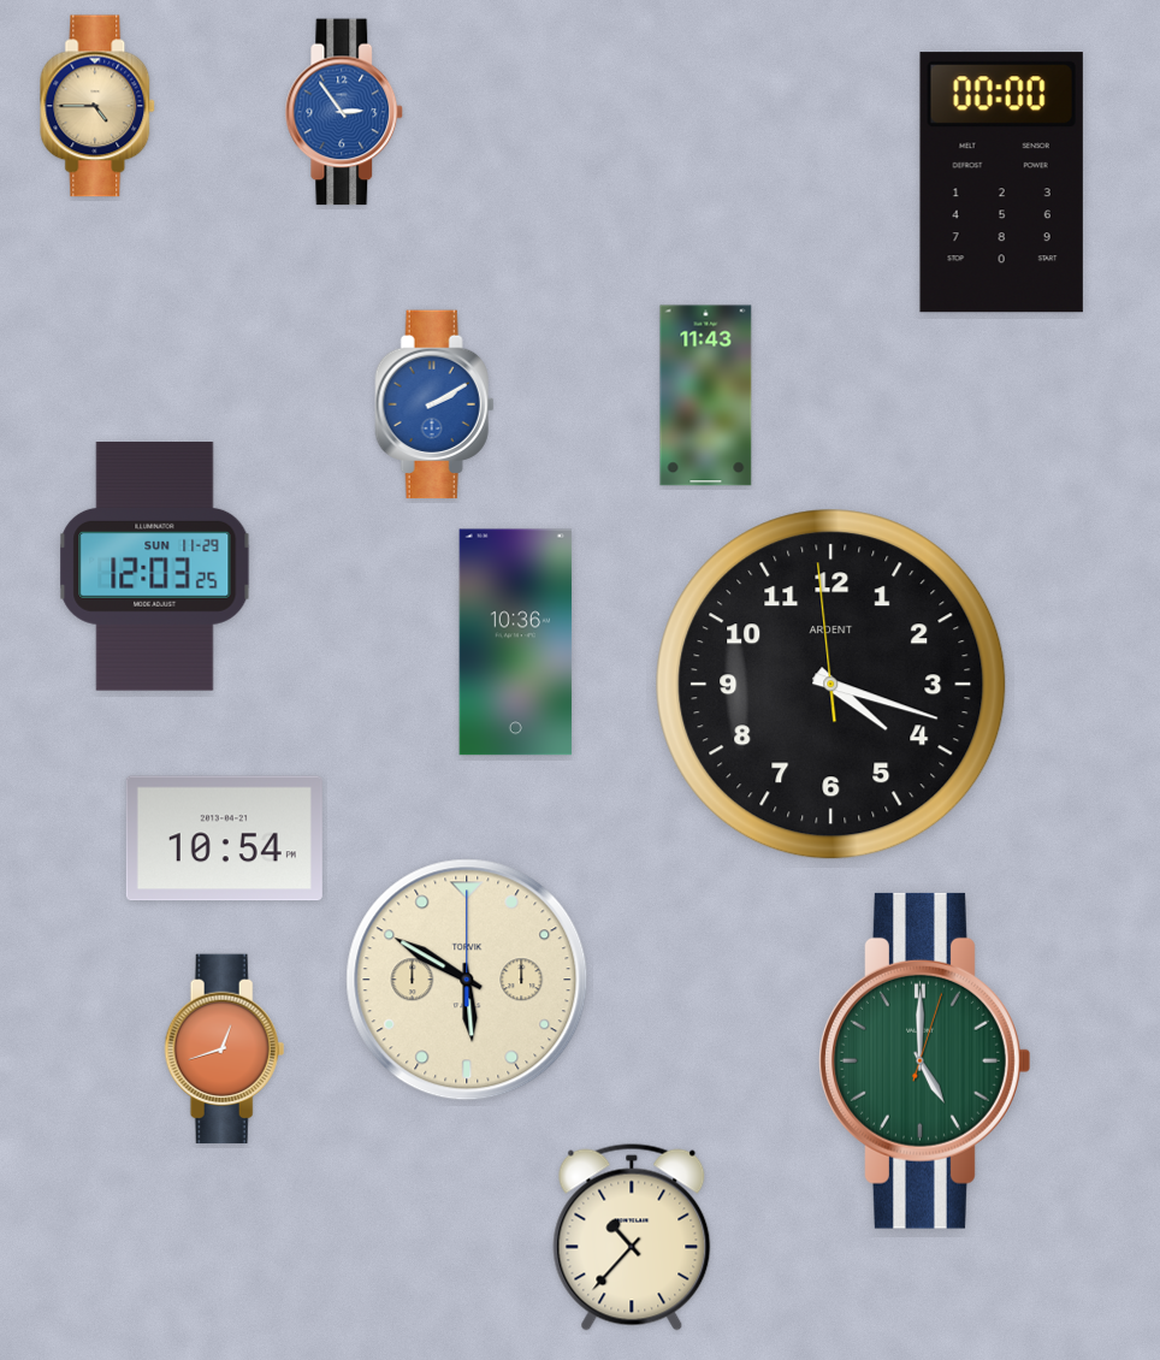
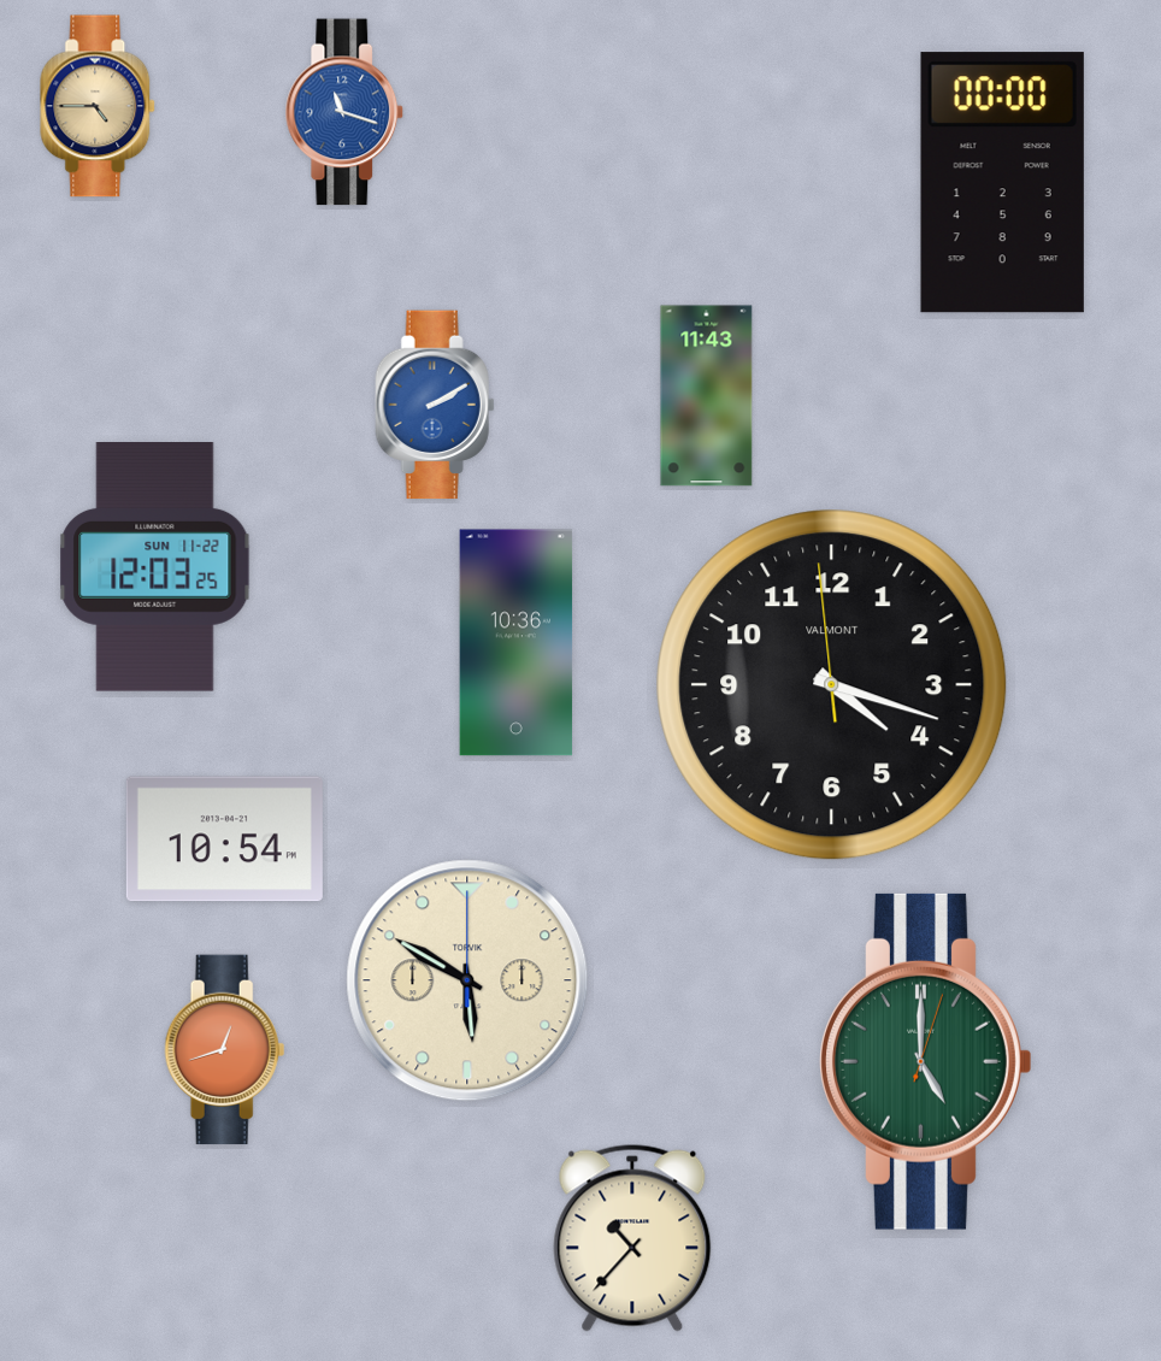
clock at (344, 112): 2:54 -> 11:18
clock at (155, 567) date: SUN 11-29 -> SUN 11-22
clock at (831, 685) brand: ARDENT -> VALMONT
